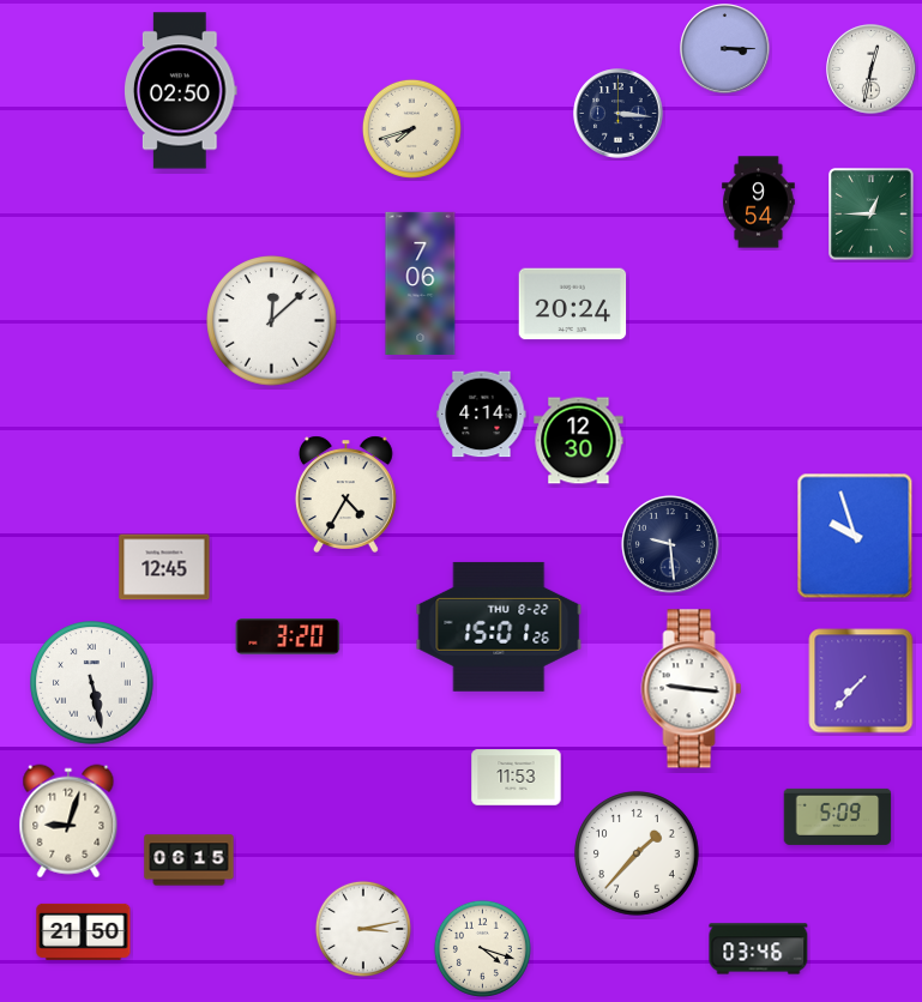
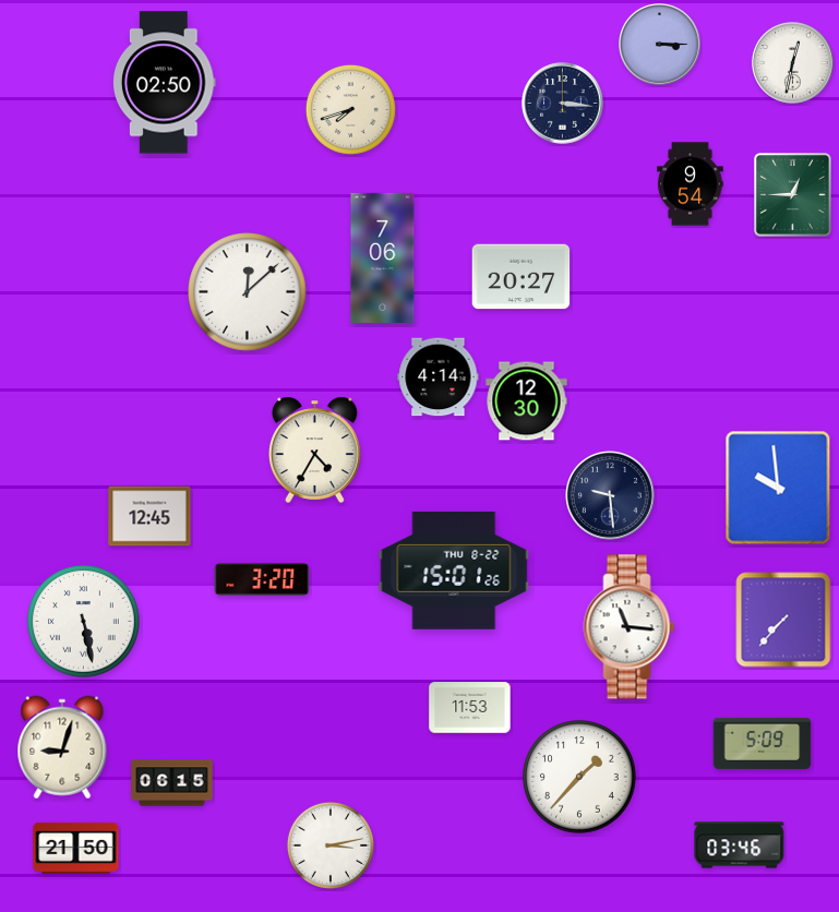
clock at (411, 128) position: (411, 128) -> (350, 109)
clock at (573, 304): 20:24 -> 20:27
clock at (855, 536): 9:57 -> 9:59
clock at (692, 689): 9:16 -> 11:16
clock at (482, 948): 4:18 -> none
clock at (759, 949) position: (759, 949) -> (740, 845)
